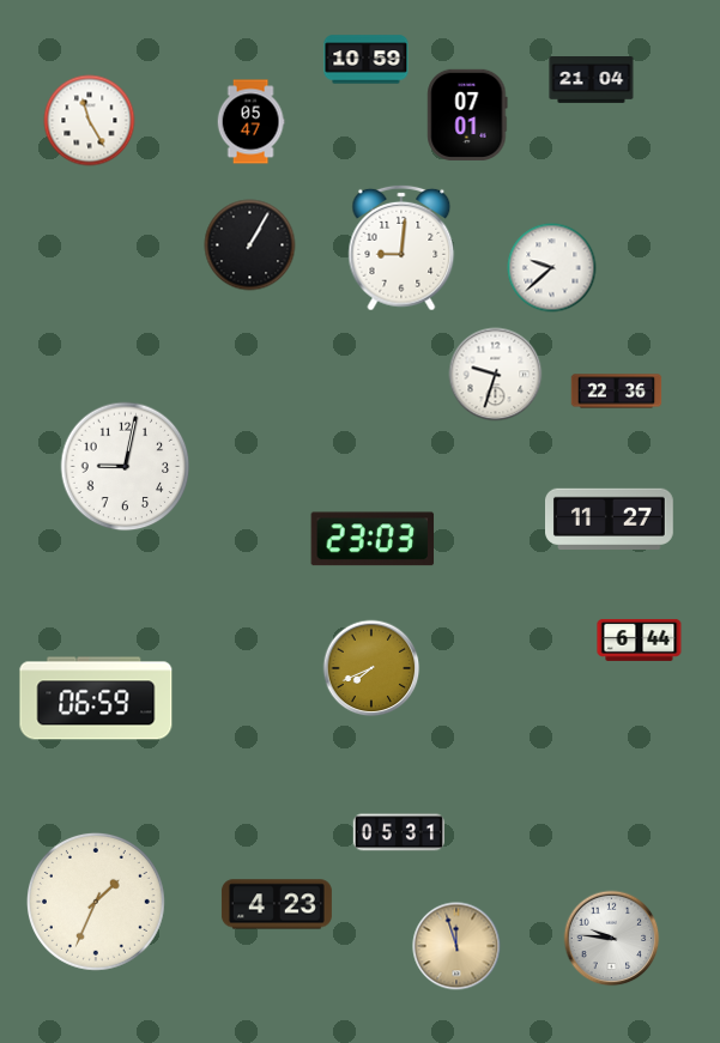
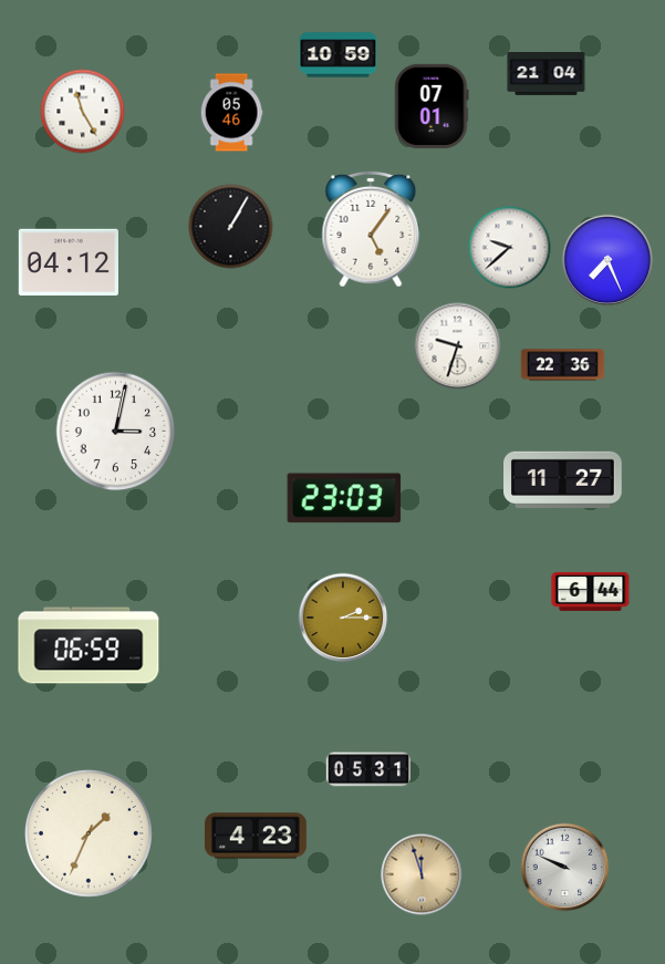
clock at (250, 122): 05:47 -> 05:46
clock at (401, 248): 9:01 -> 5:06
clock at (607, 260): none -> 7:26
clock at (69, 262): none -> 04:12
clock at (617, 392) position: (617, 392) -> (563, 365)
clock at (126, 467): 9:02 -> 3:02
clock at (371, 668): 7:41 -> 2:15
clock at (612, 939): 9:46 -> 9:49
